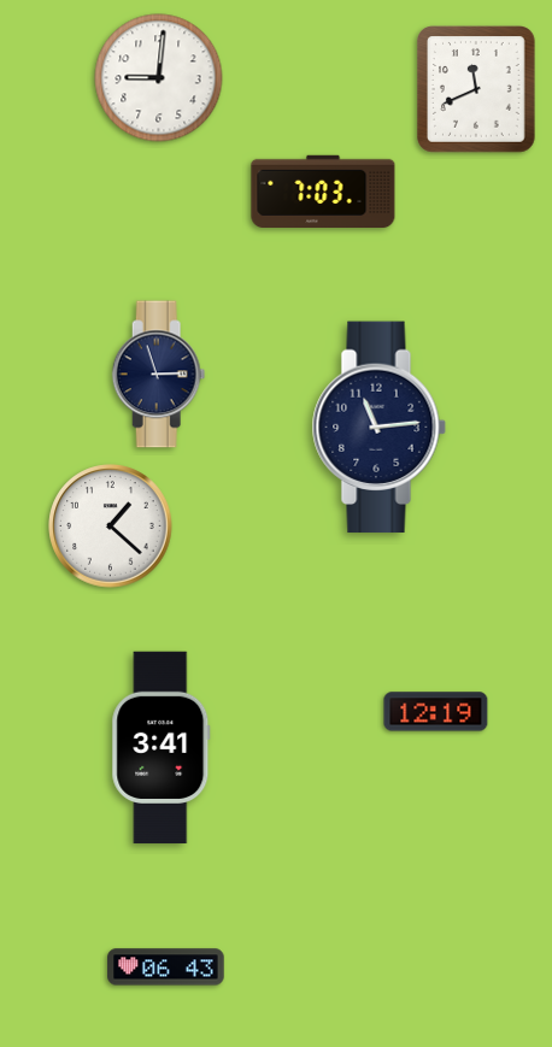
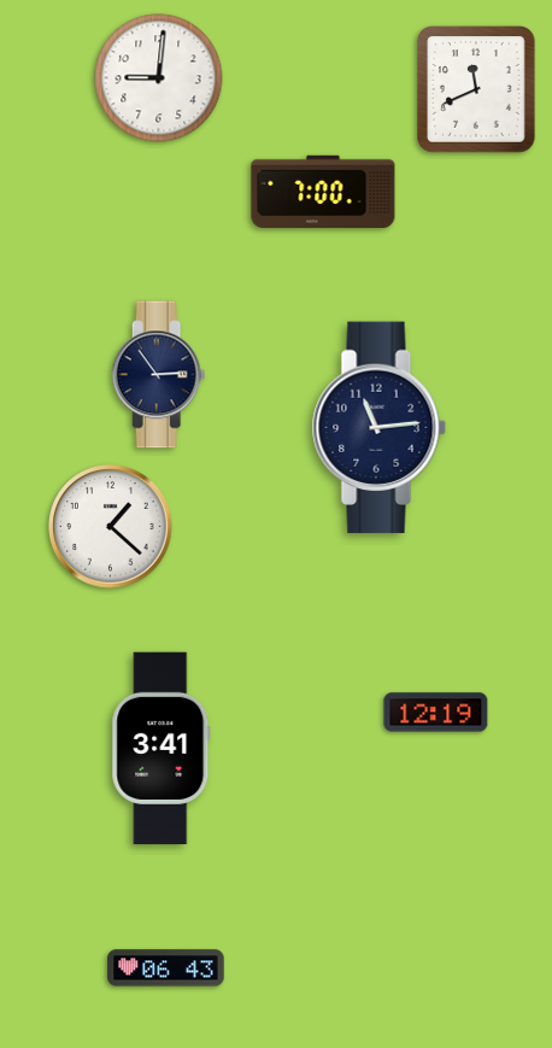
clock at (323, 190): 7:03 -> 7:00
clock at (159, 375): 2:57 -> 2:54
